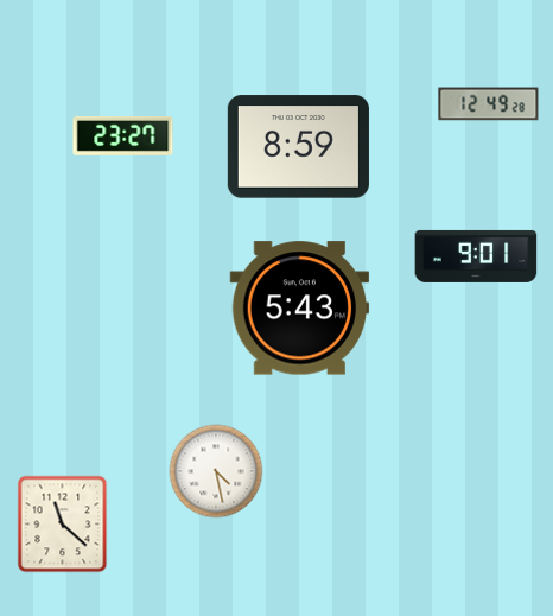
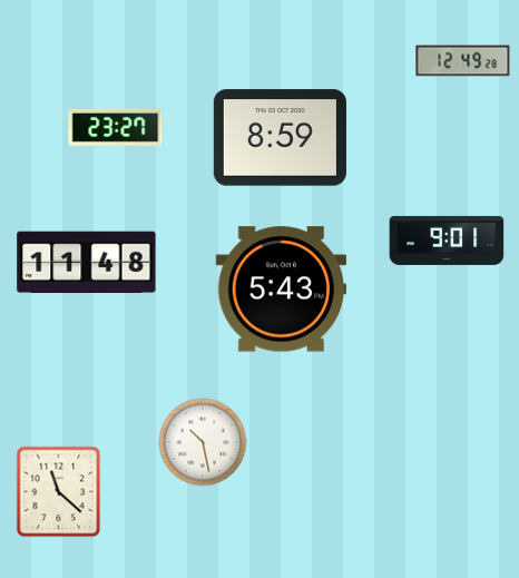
clock at (489, 104) position: (489, 104) -> (463, 61)
clock at (87, 262): none -> 11:48
clock at (216, 471): 4:28 -> 10:28
